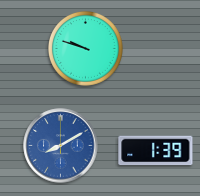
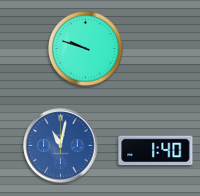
clock at (61, 146): 8:10 -> 11:02
clock at (156, 151): 1:39 -> 1:40
